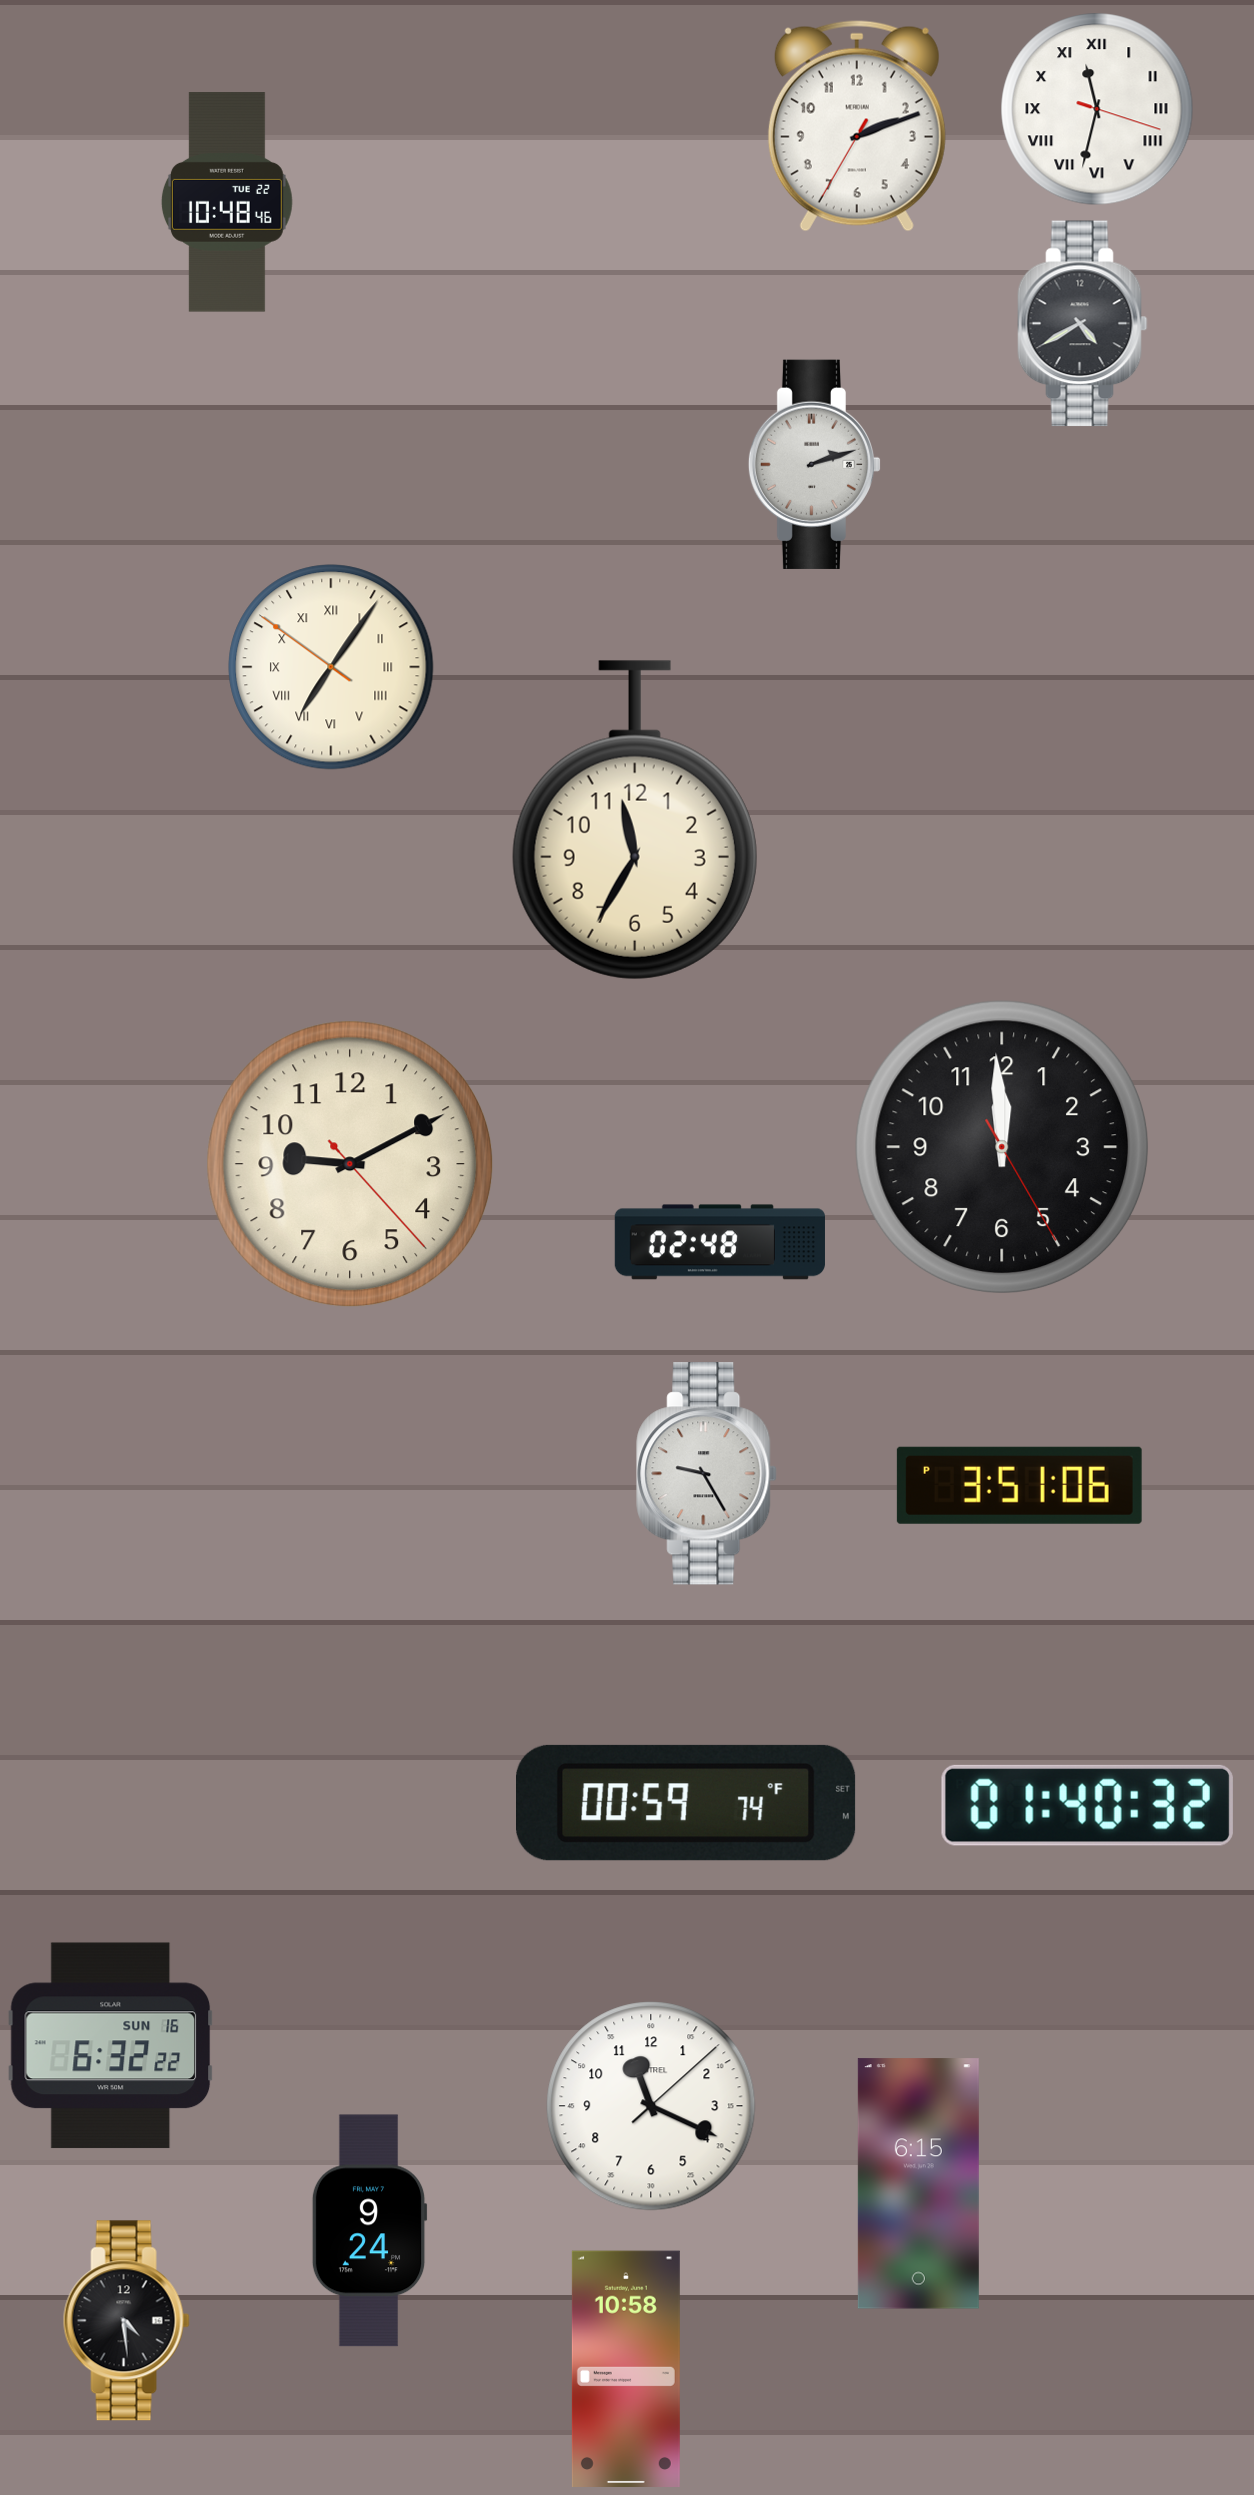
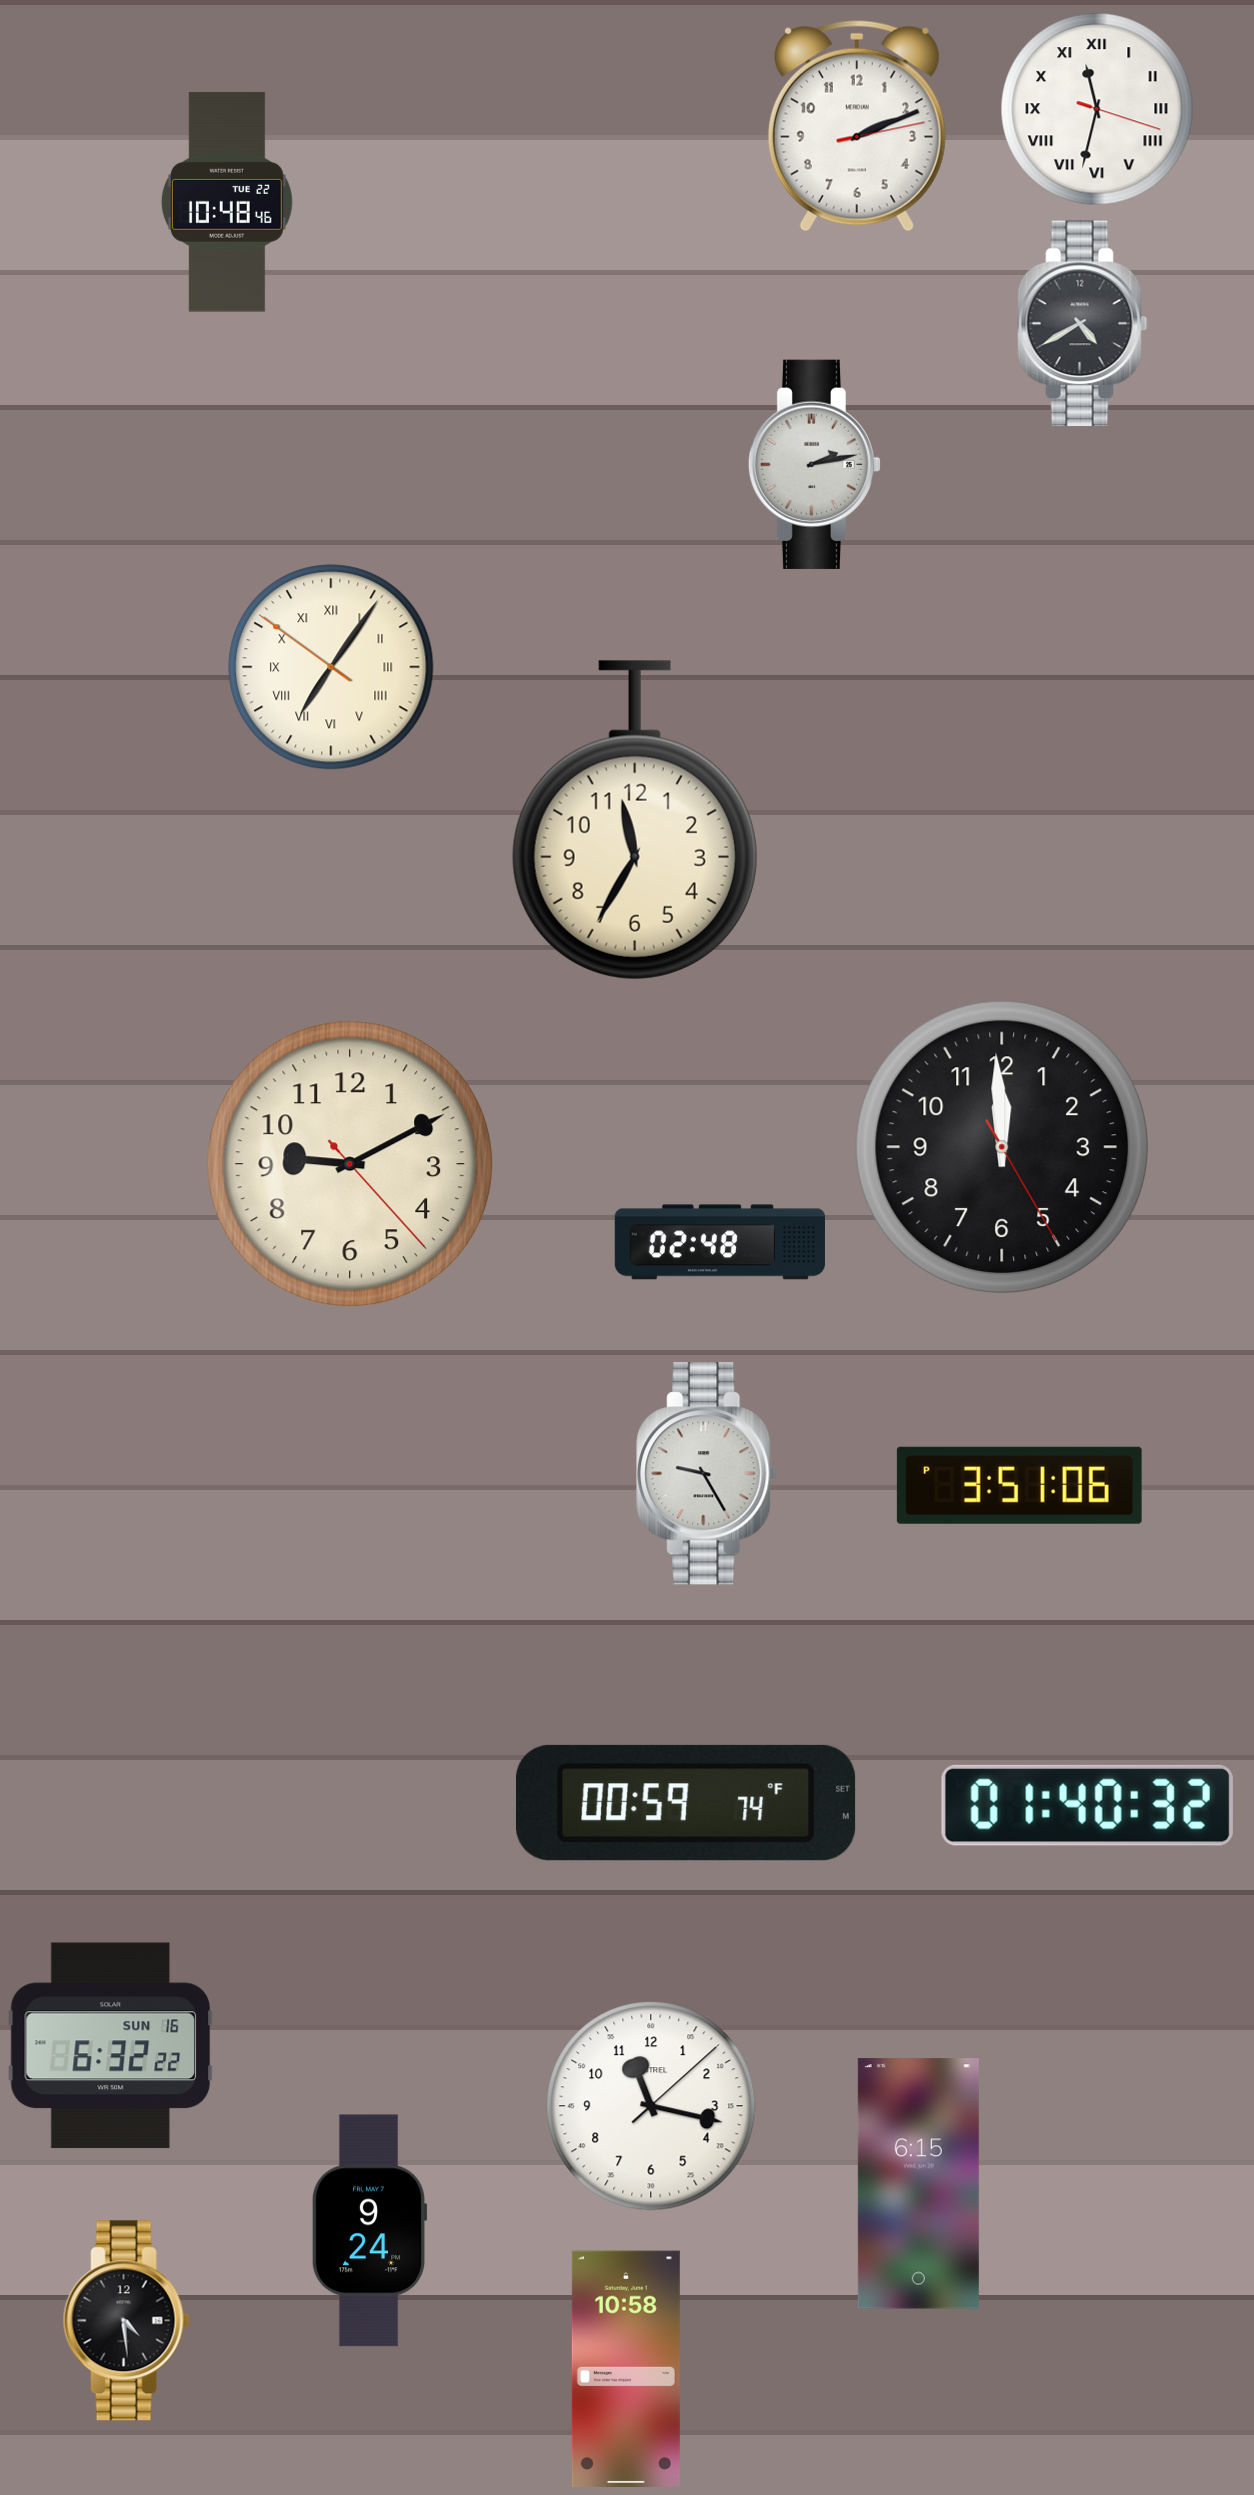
clock at (857, 126): 2:11:35 -> 2:11:13
clock at (815, 464): 2:12 -> 2:13
clock at (651, 2106): 11:19 -> 11:17
